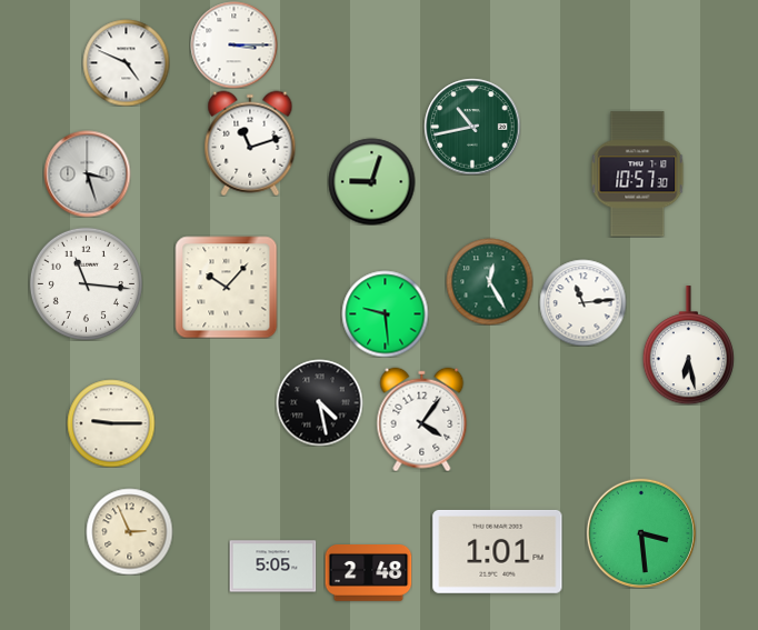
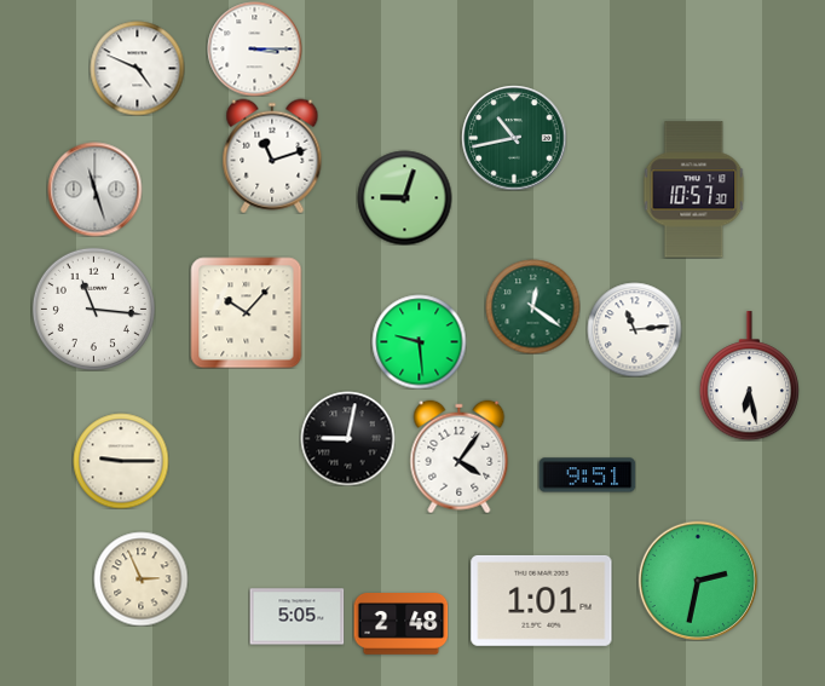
clock at (87, 173): 3:27 -> 11:27
clock at (489, 281): 12:25 -> 12:21
clock at (319, 402): 4:28 -> 9:02
clock at (587, 475): none -> 9:51
clock at (640, 532): 3:29 -> 2:32
